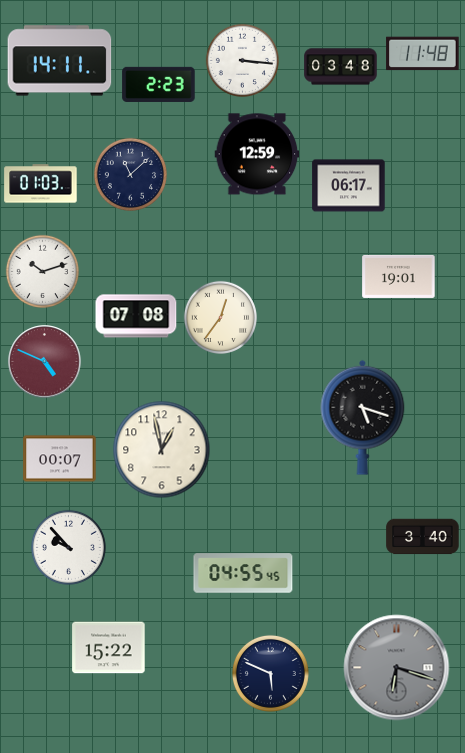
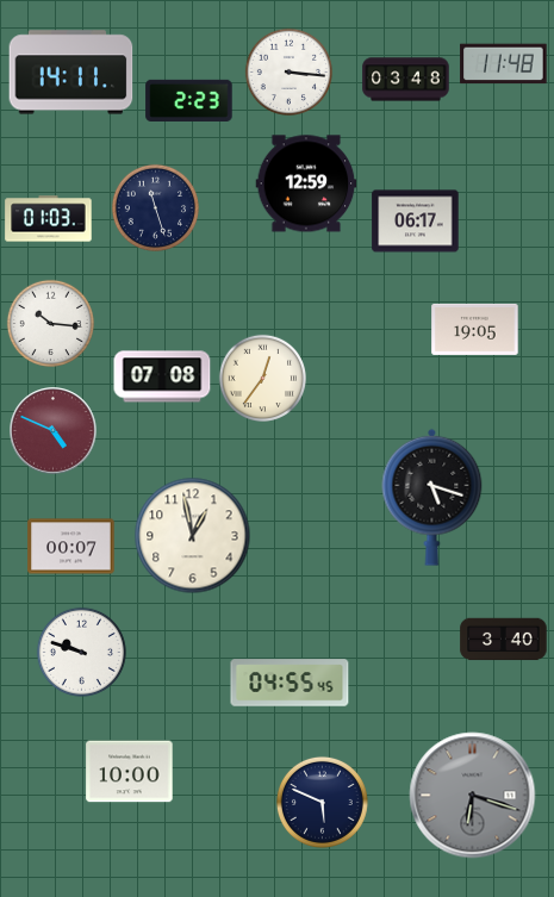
clock at (130, 174): 11:08 -> 11:27
clock at (42, 271): 10:12 -> 10:16
clock at (399, 276): 19:01 -> 19:05
clock at (68, 547): 9:53 -> 9:48
clock at (109, 648): 15:22 -> 10:00
